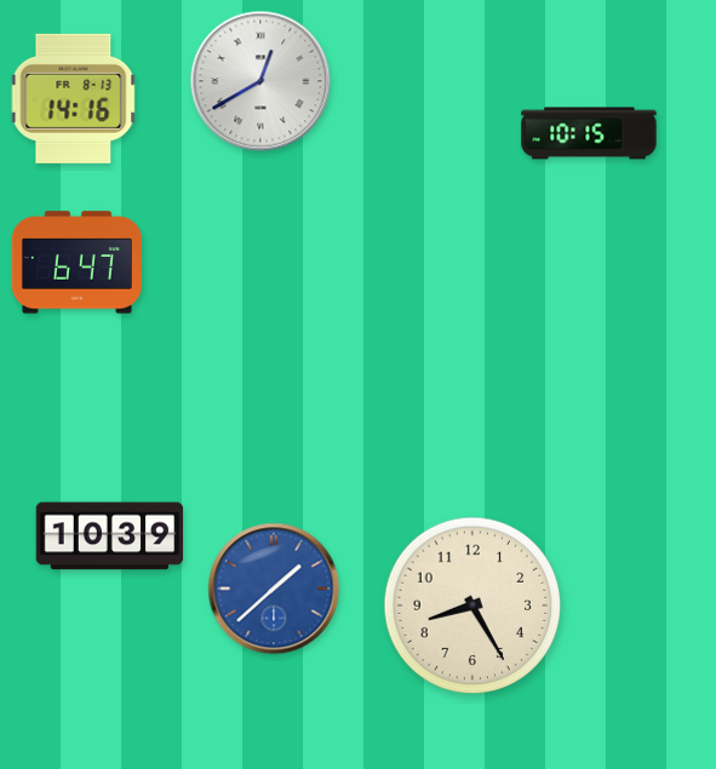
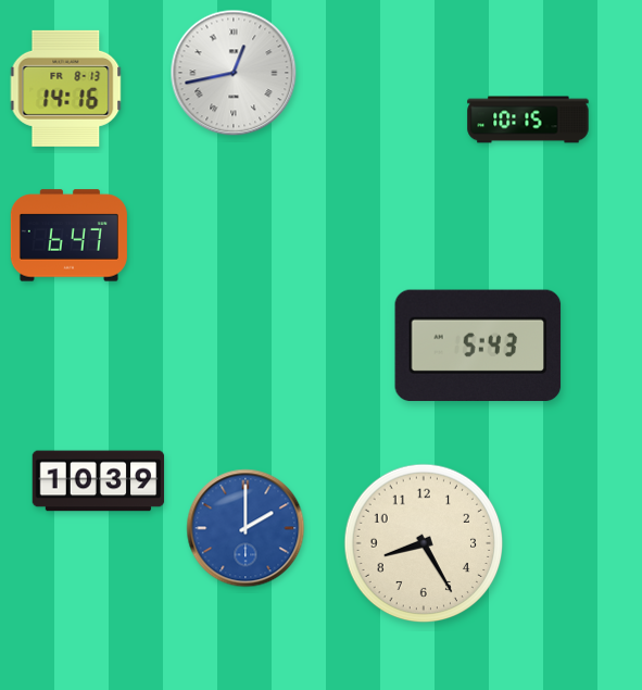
clock at (260, 81): 12:40 -> 12:43
clock at (478, 346): none -> 5:43
clock at (274, 589): 1:38 -> 2:00
